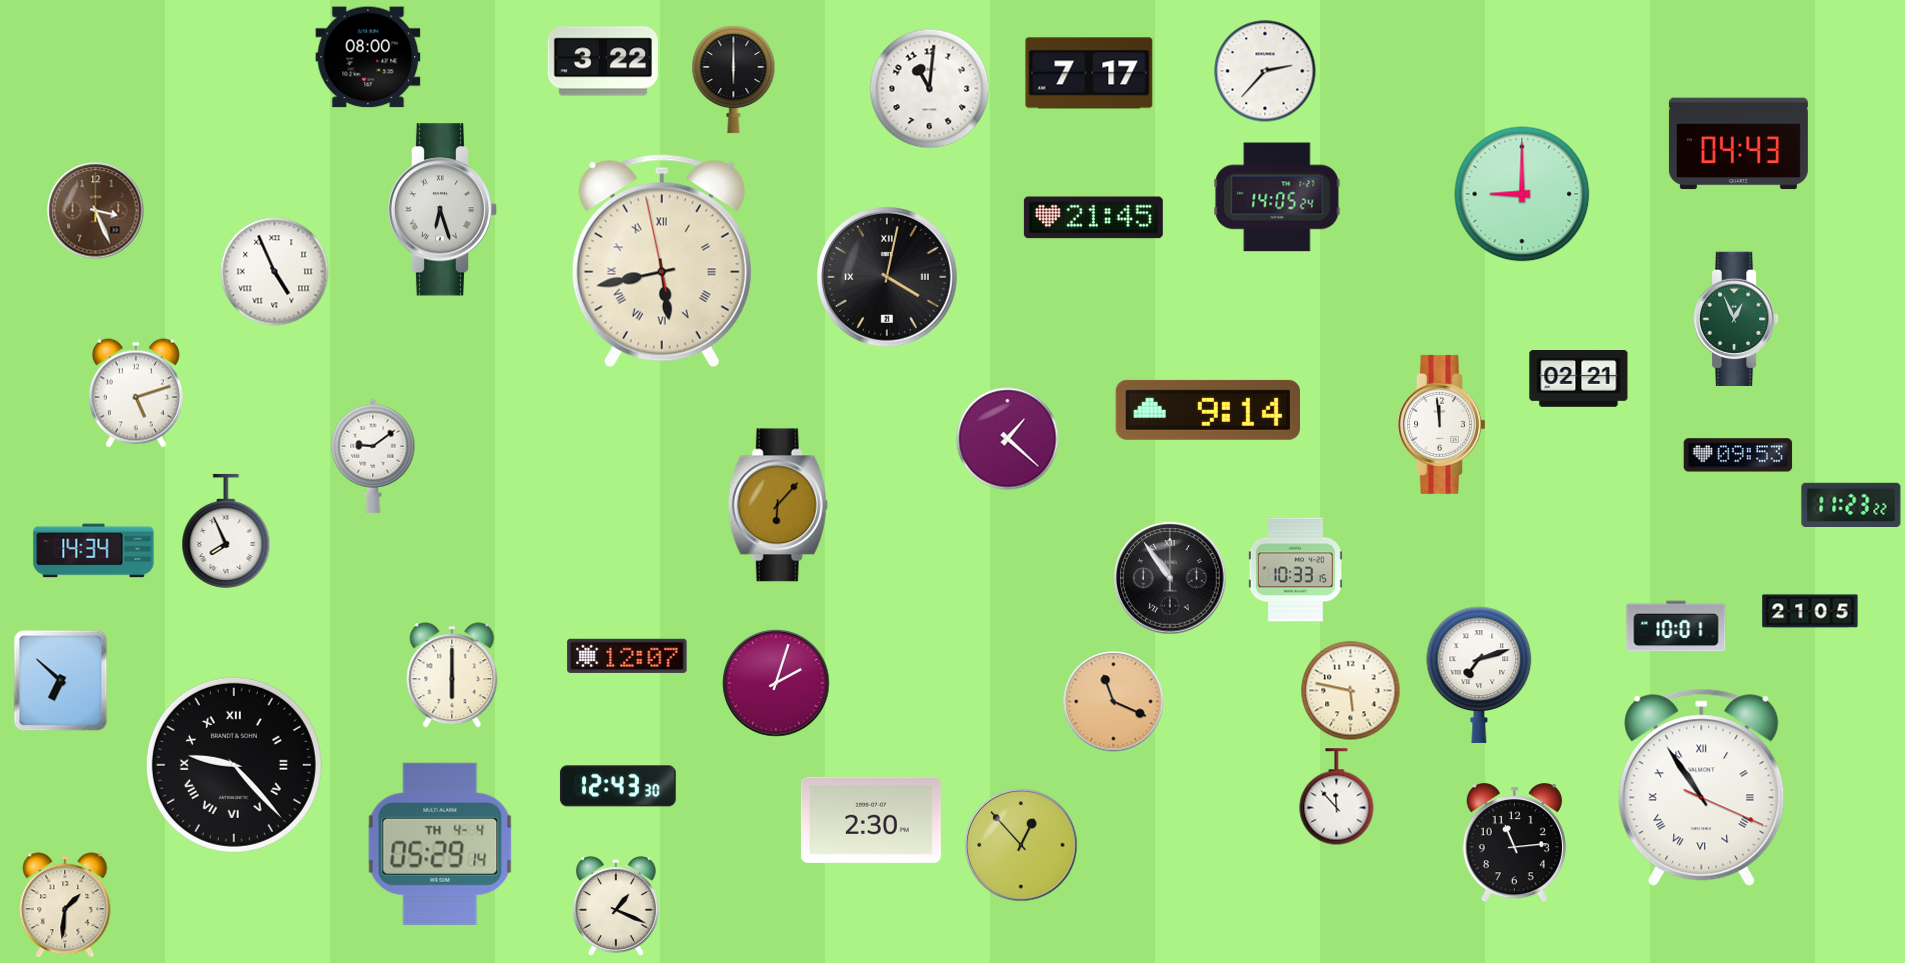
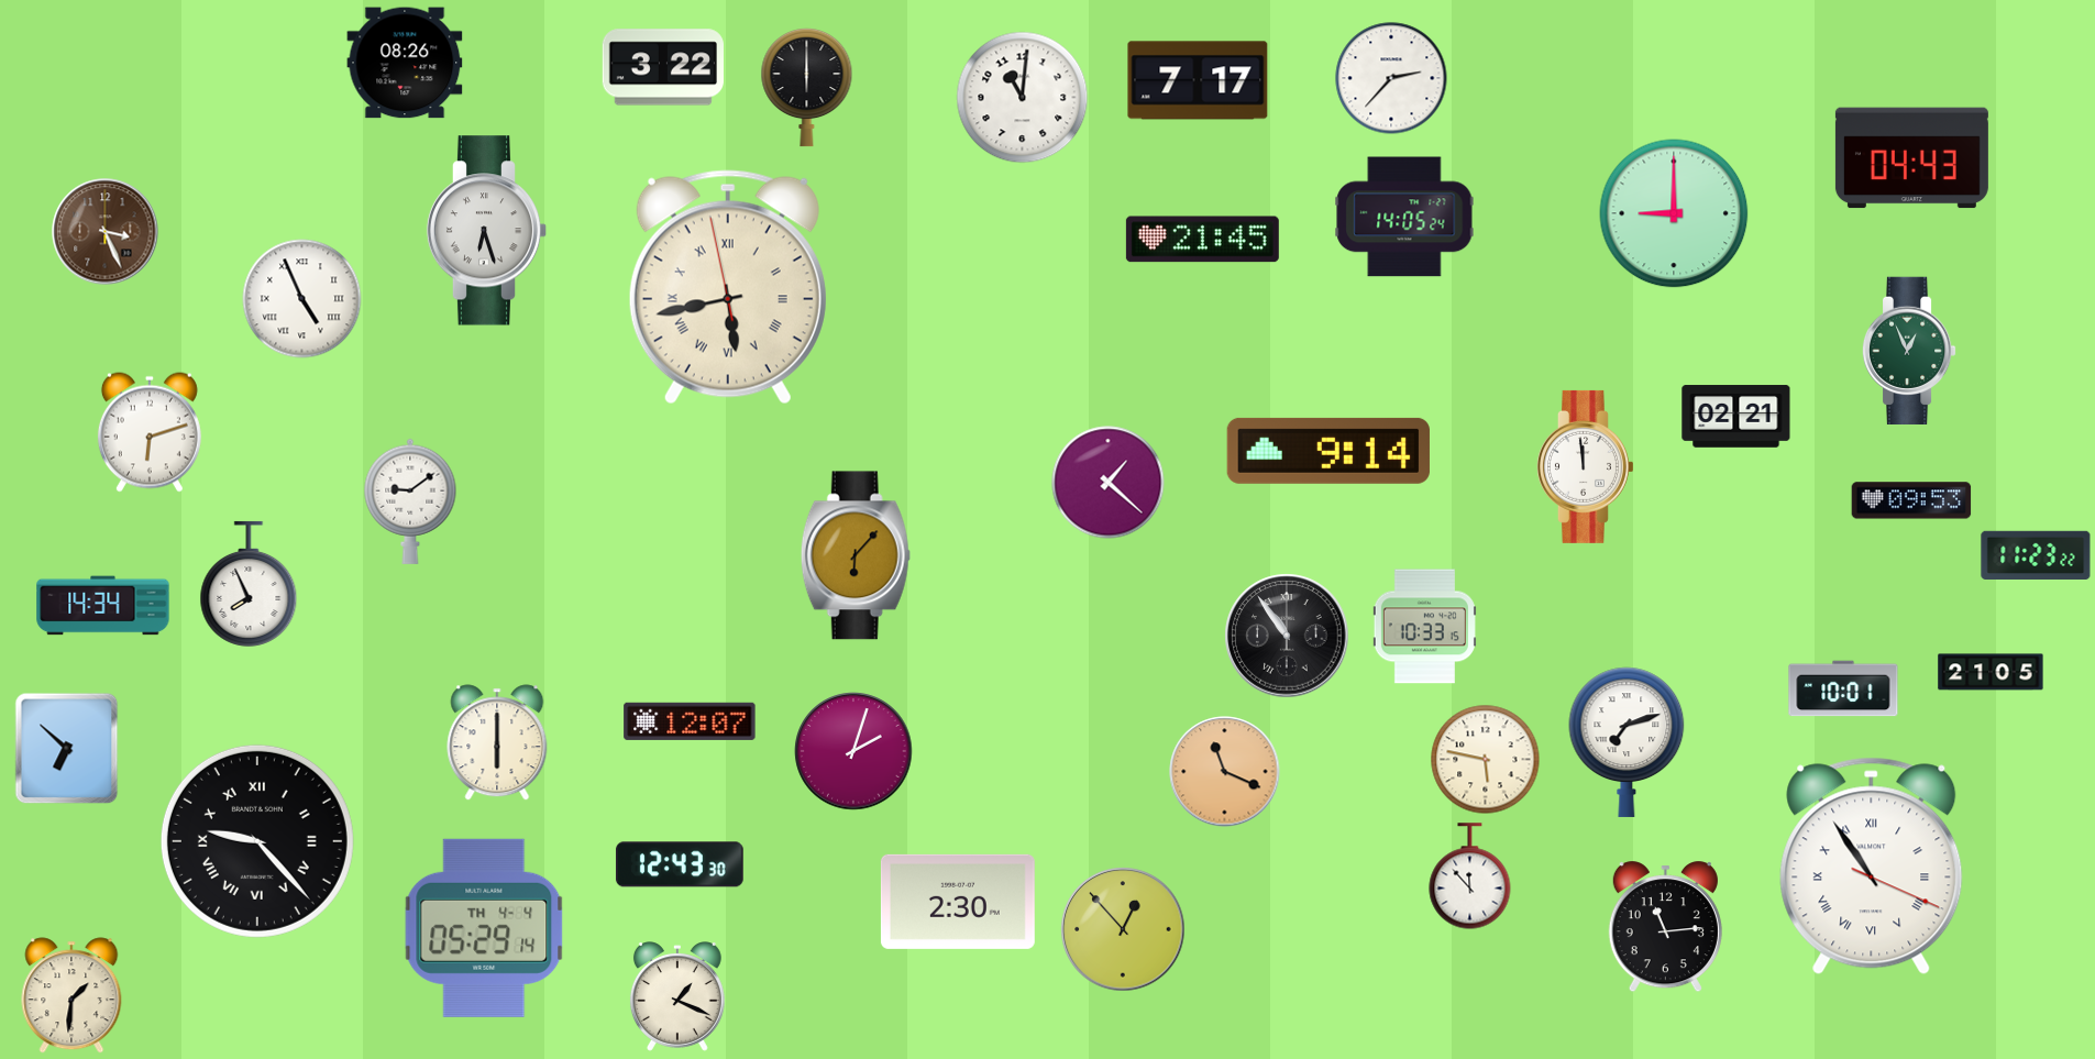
clock at (368, 57): 08:00 -> 08:26
clock at (888, 278): 4:02 -> none
clock at (136, 393): 5:12 -> 6:12
